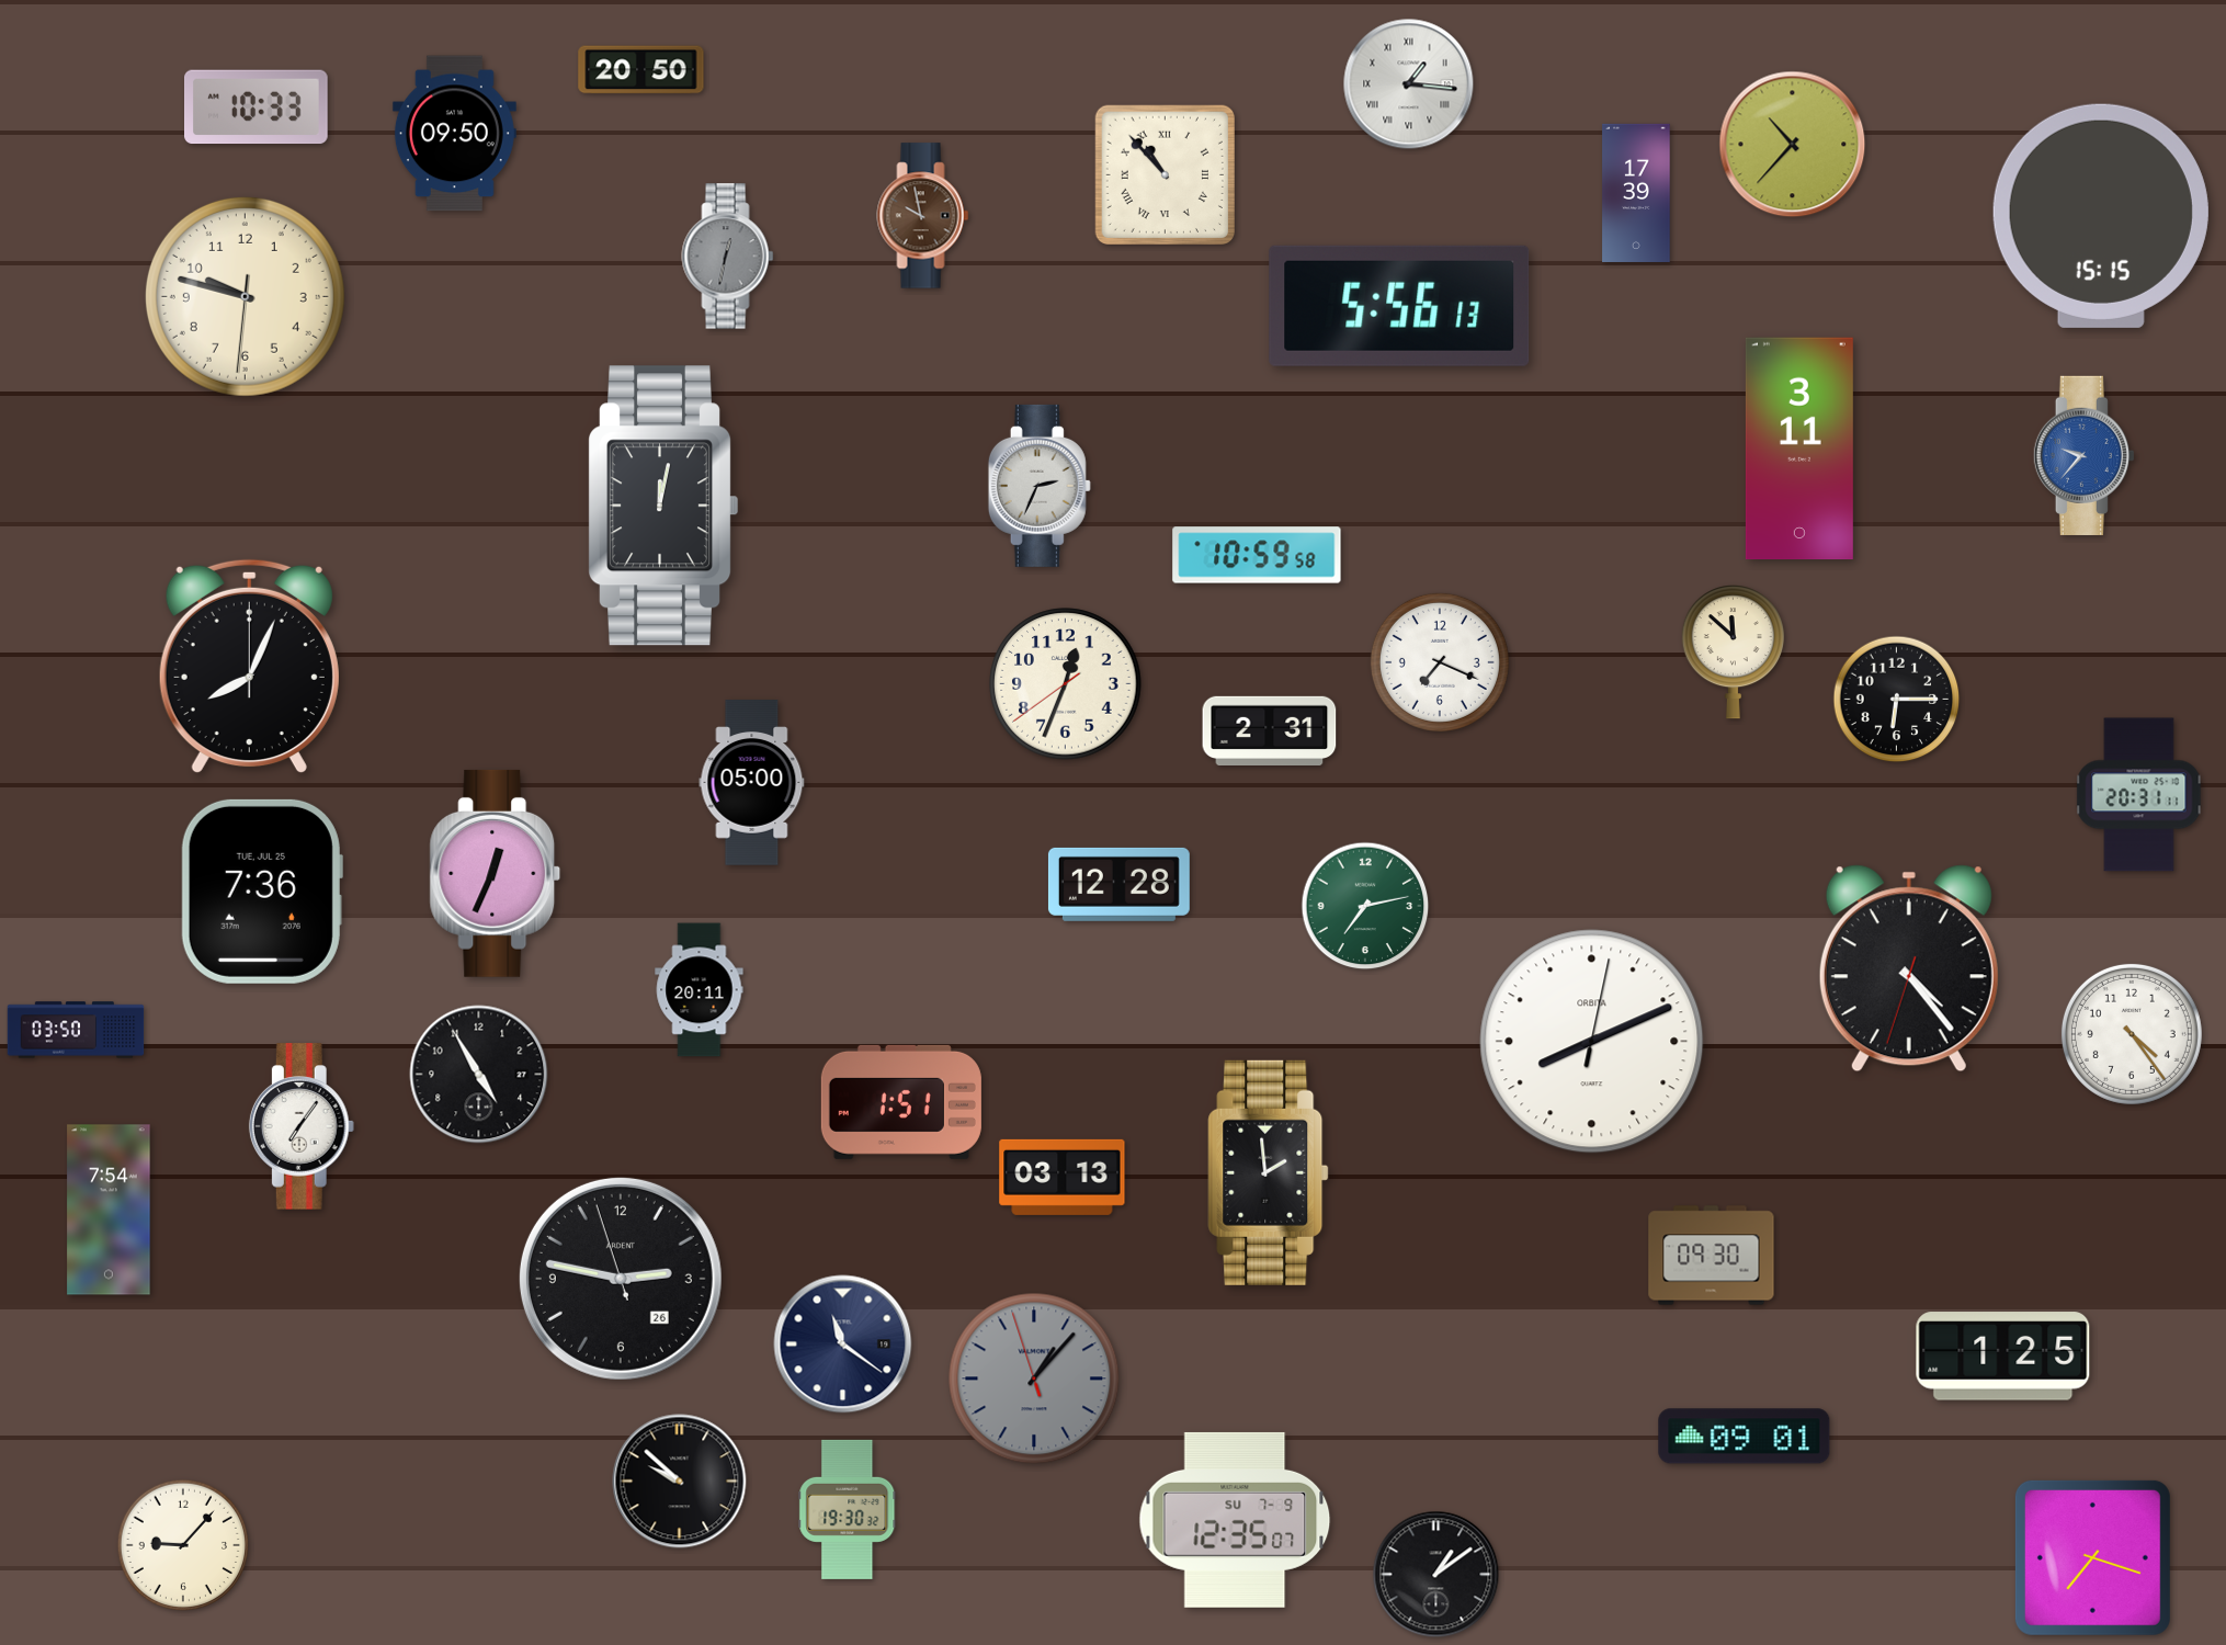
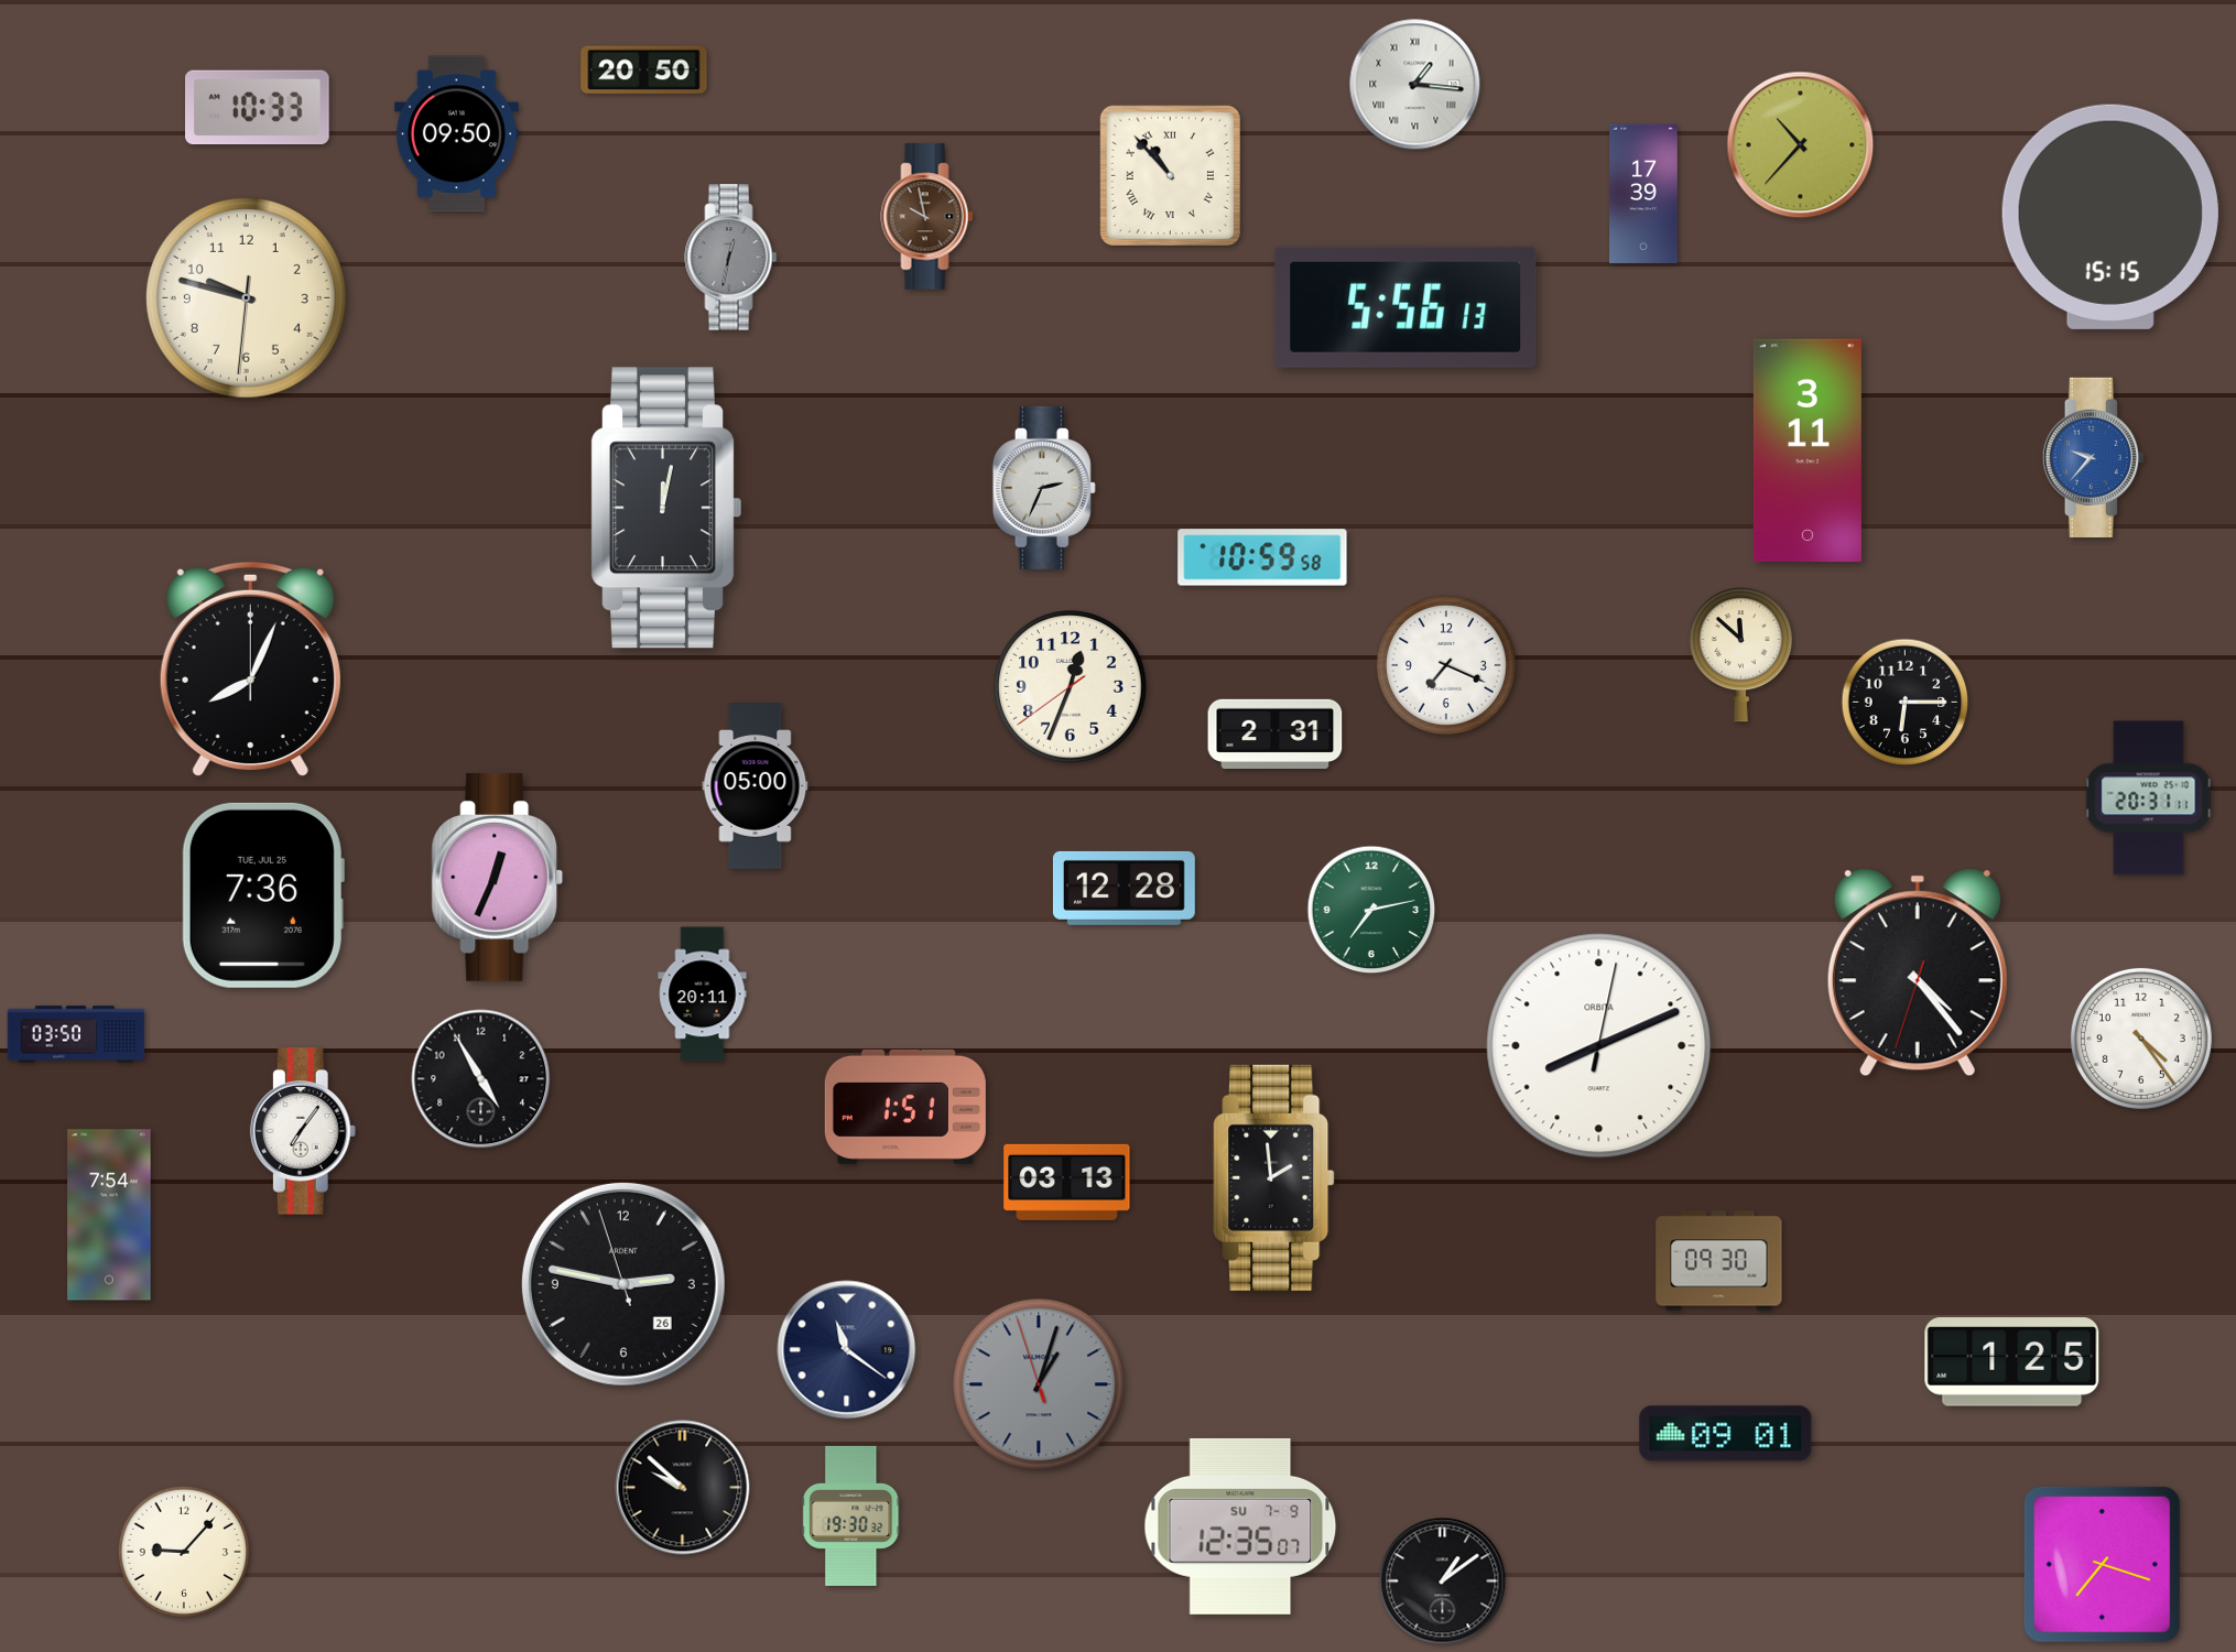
clock at (1034, 1379): 1:06 -> 1:02
clock at (1745, 1437) position: (1745, 1437) -> (1726, 1434)
